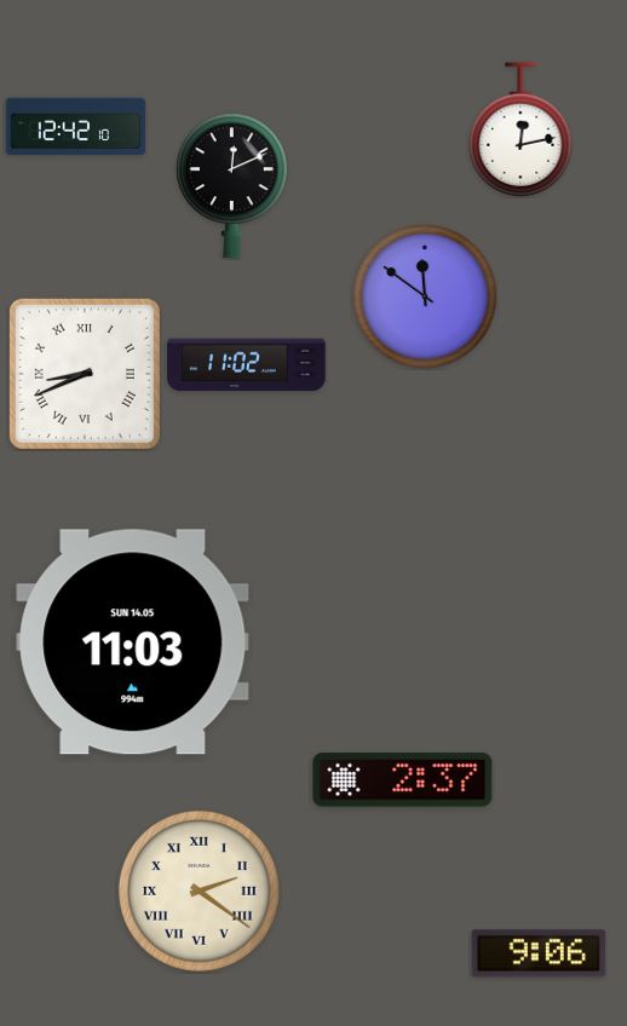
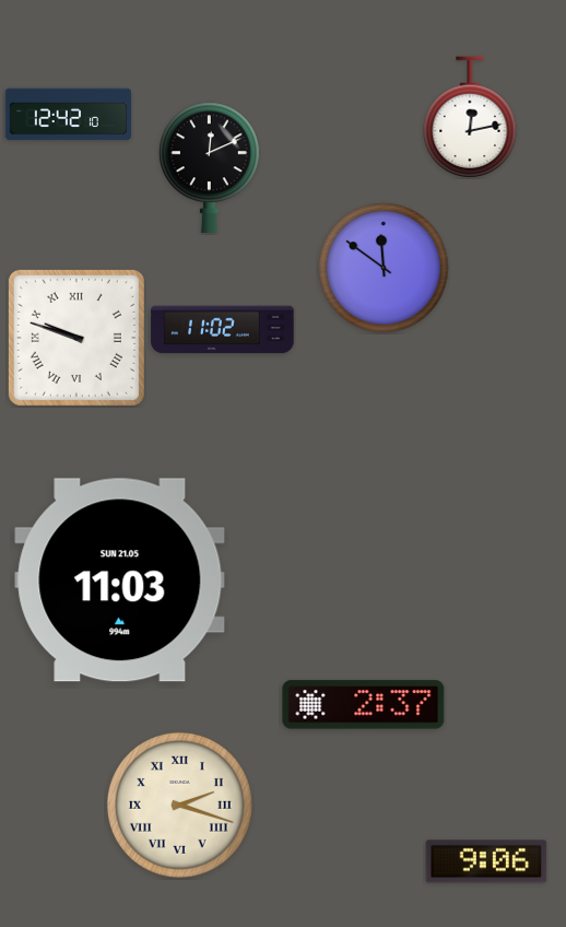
clock at (85, 374): 8:41 -> 9:48
clock at (133, 642) date: SUN 14.05 -> SUN 21.05
clock at (199, 890): 2:21 -> 2:18
